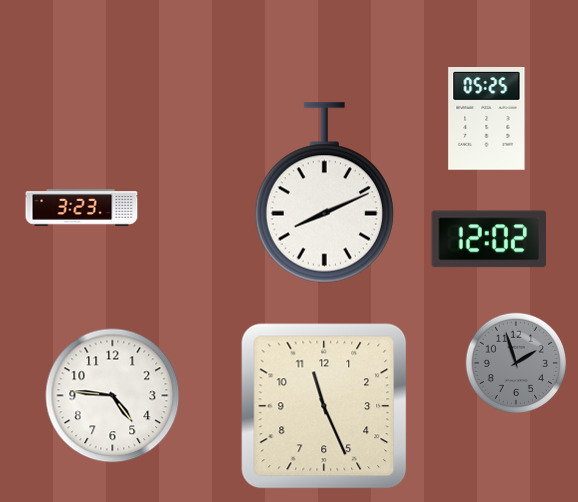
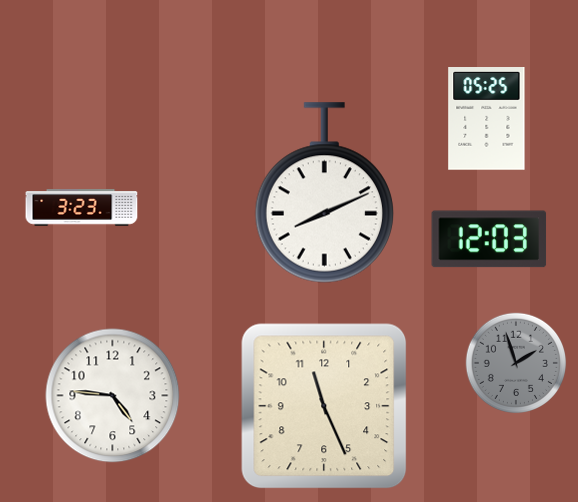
clock at (489, 239): 12:02 -> 12:03
